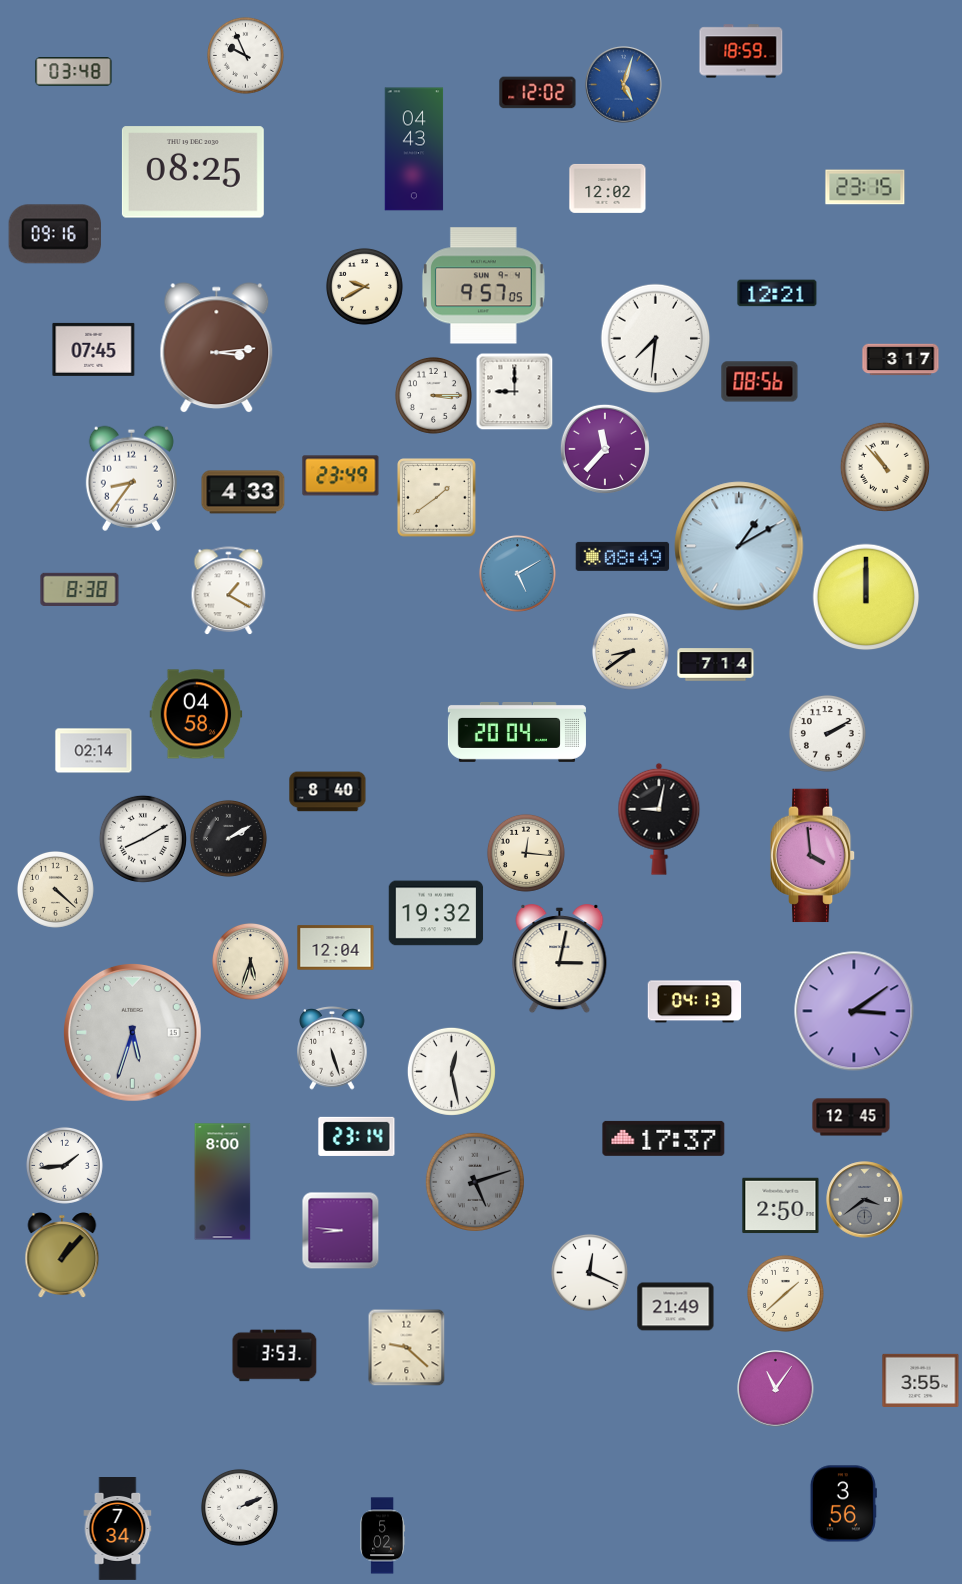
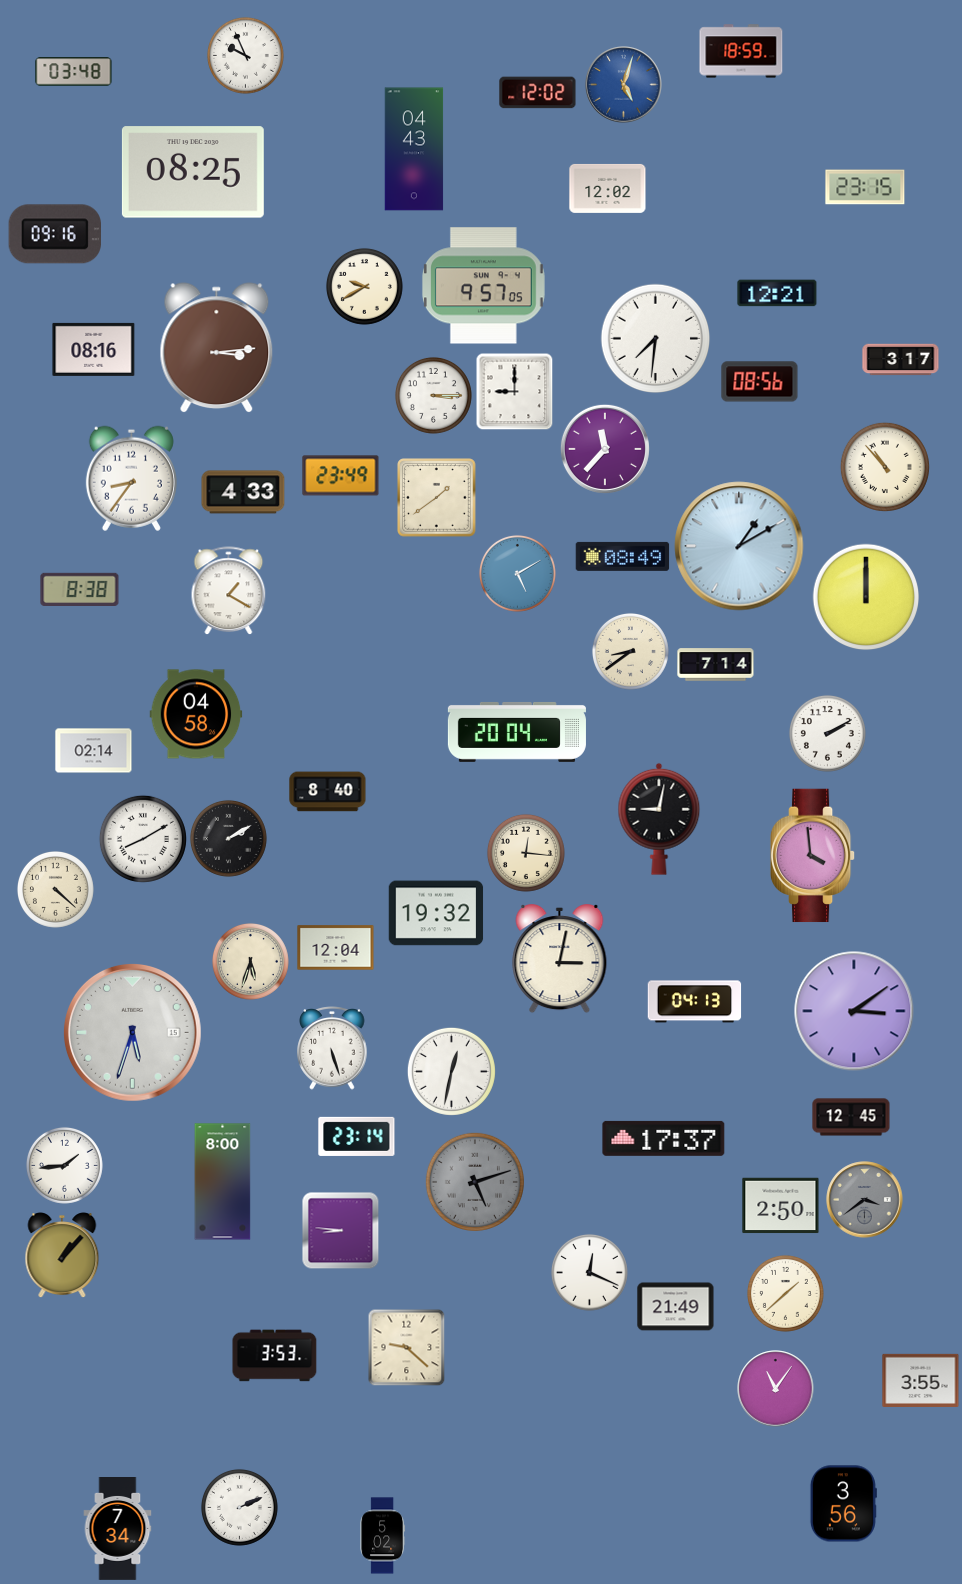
clock at (94, 349): 07:45 -> 08:16
clock at (451, 1071): 12:28 -> 12:32
